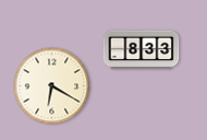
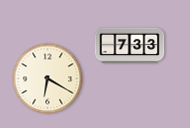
clock at (142, 50): 8:33 -> 7:33
